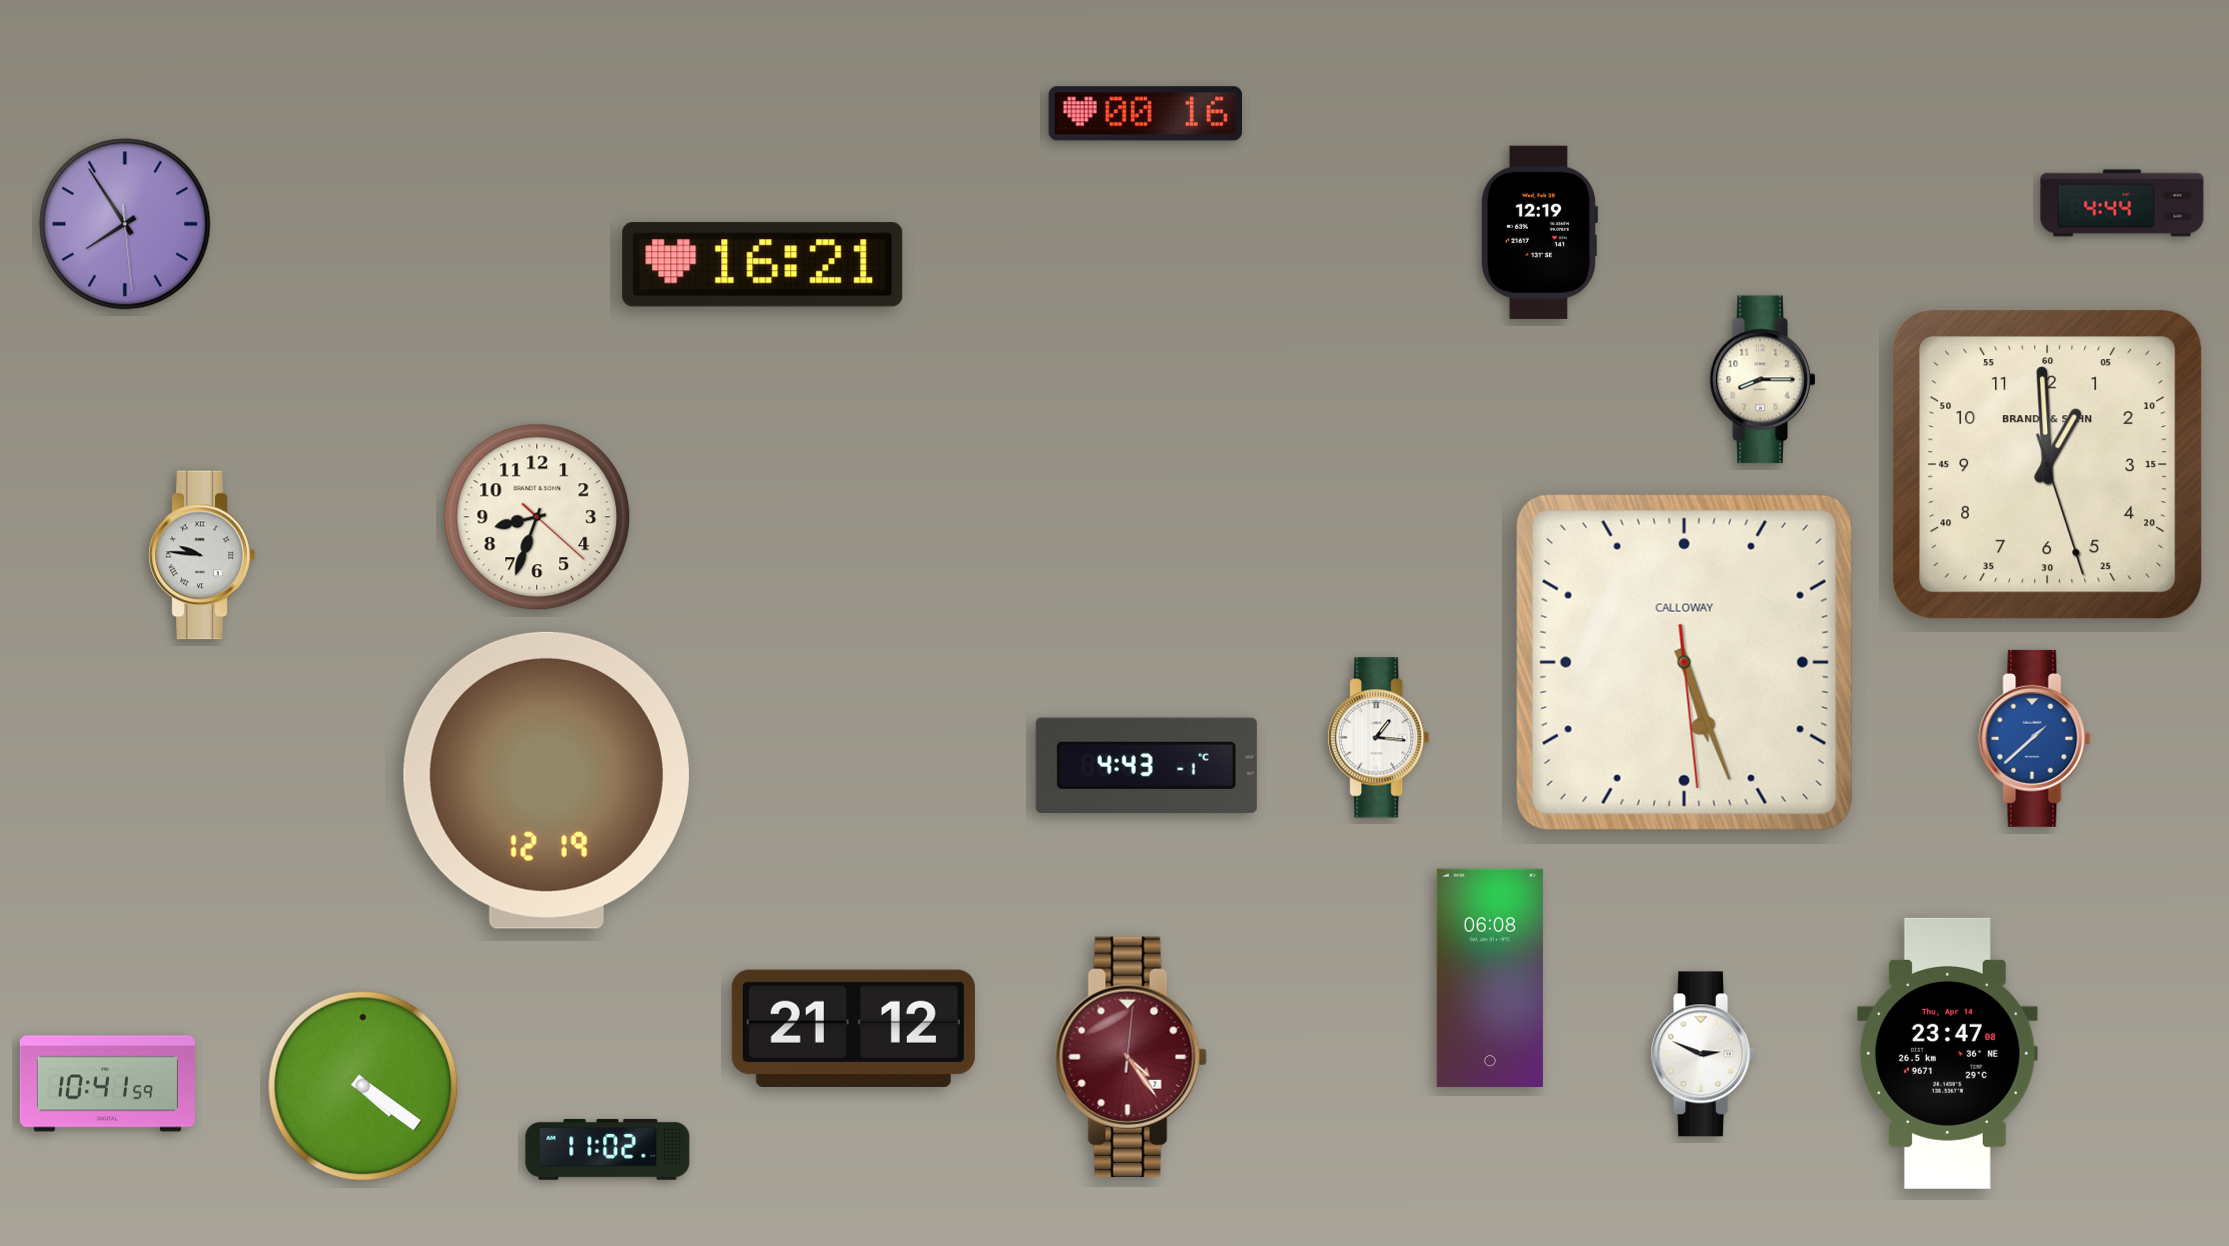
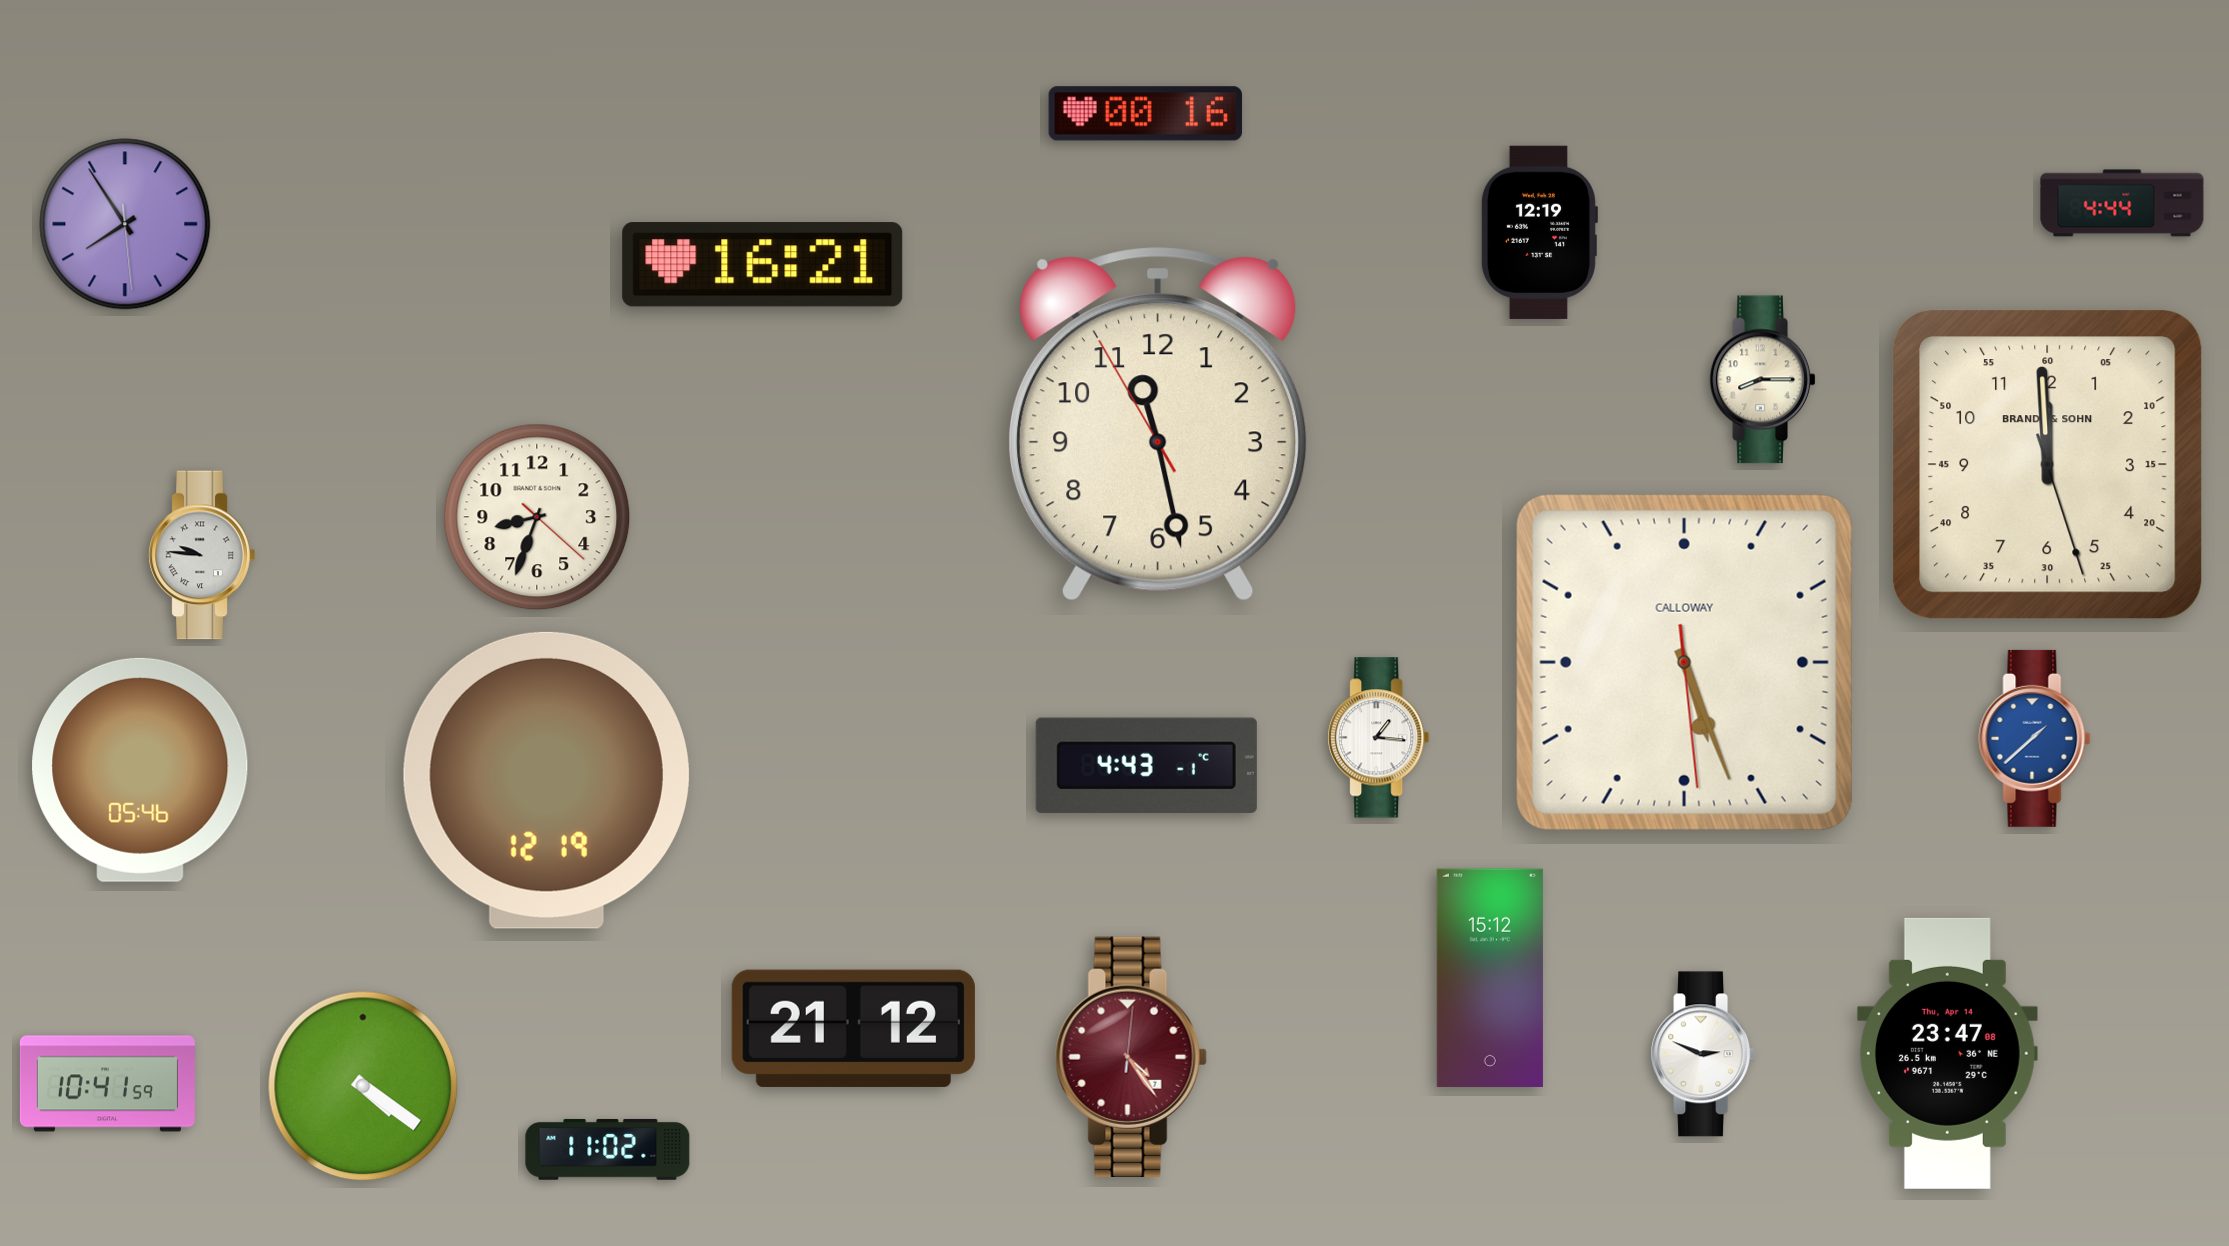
clock at (1158, 424): none -> 11:27
clock at (2048, 465): 12:59 -> 11:59
clock at (140, 770): none -> 05:46
clock at (1490, 978): 06:08 -> 15:12
